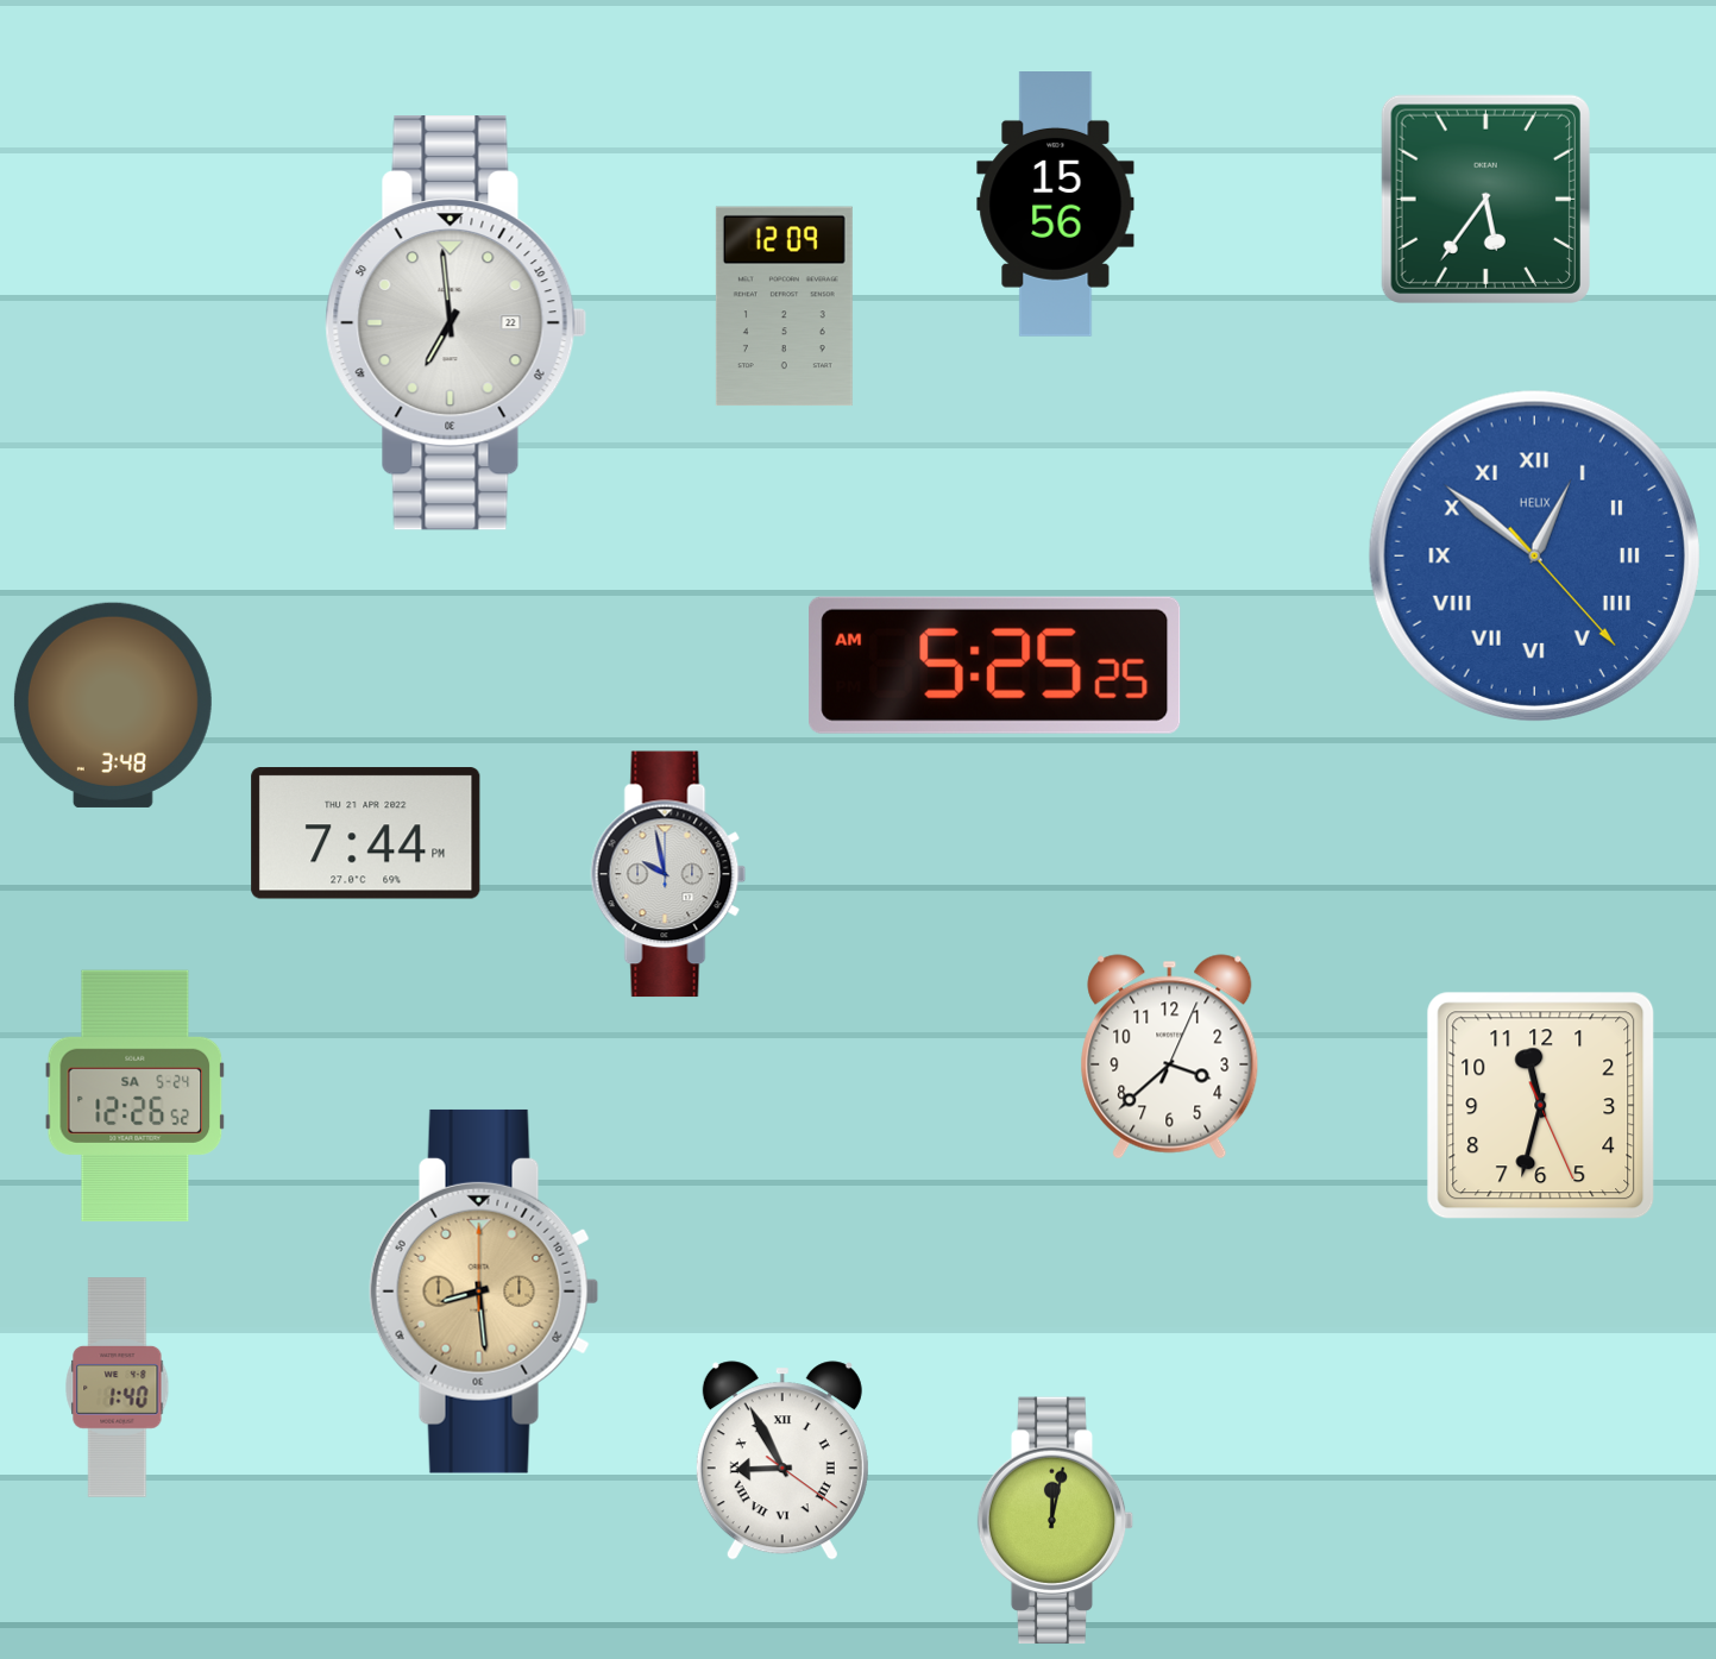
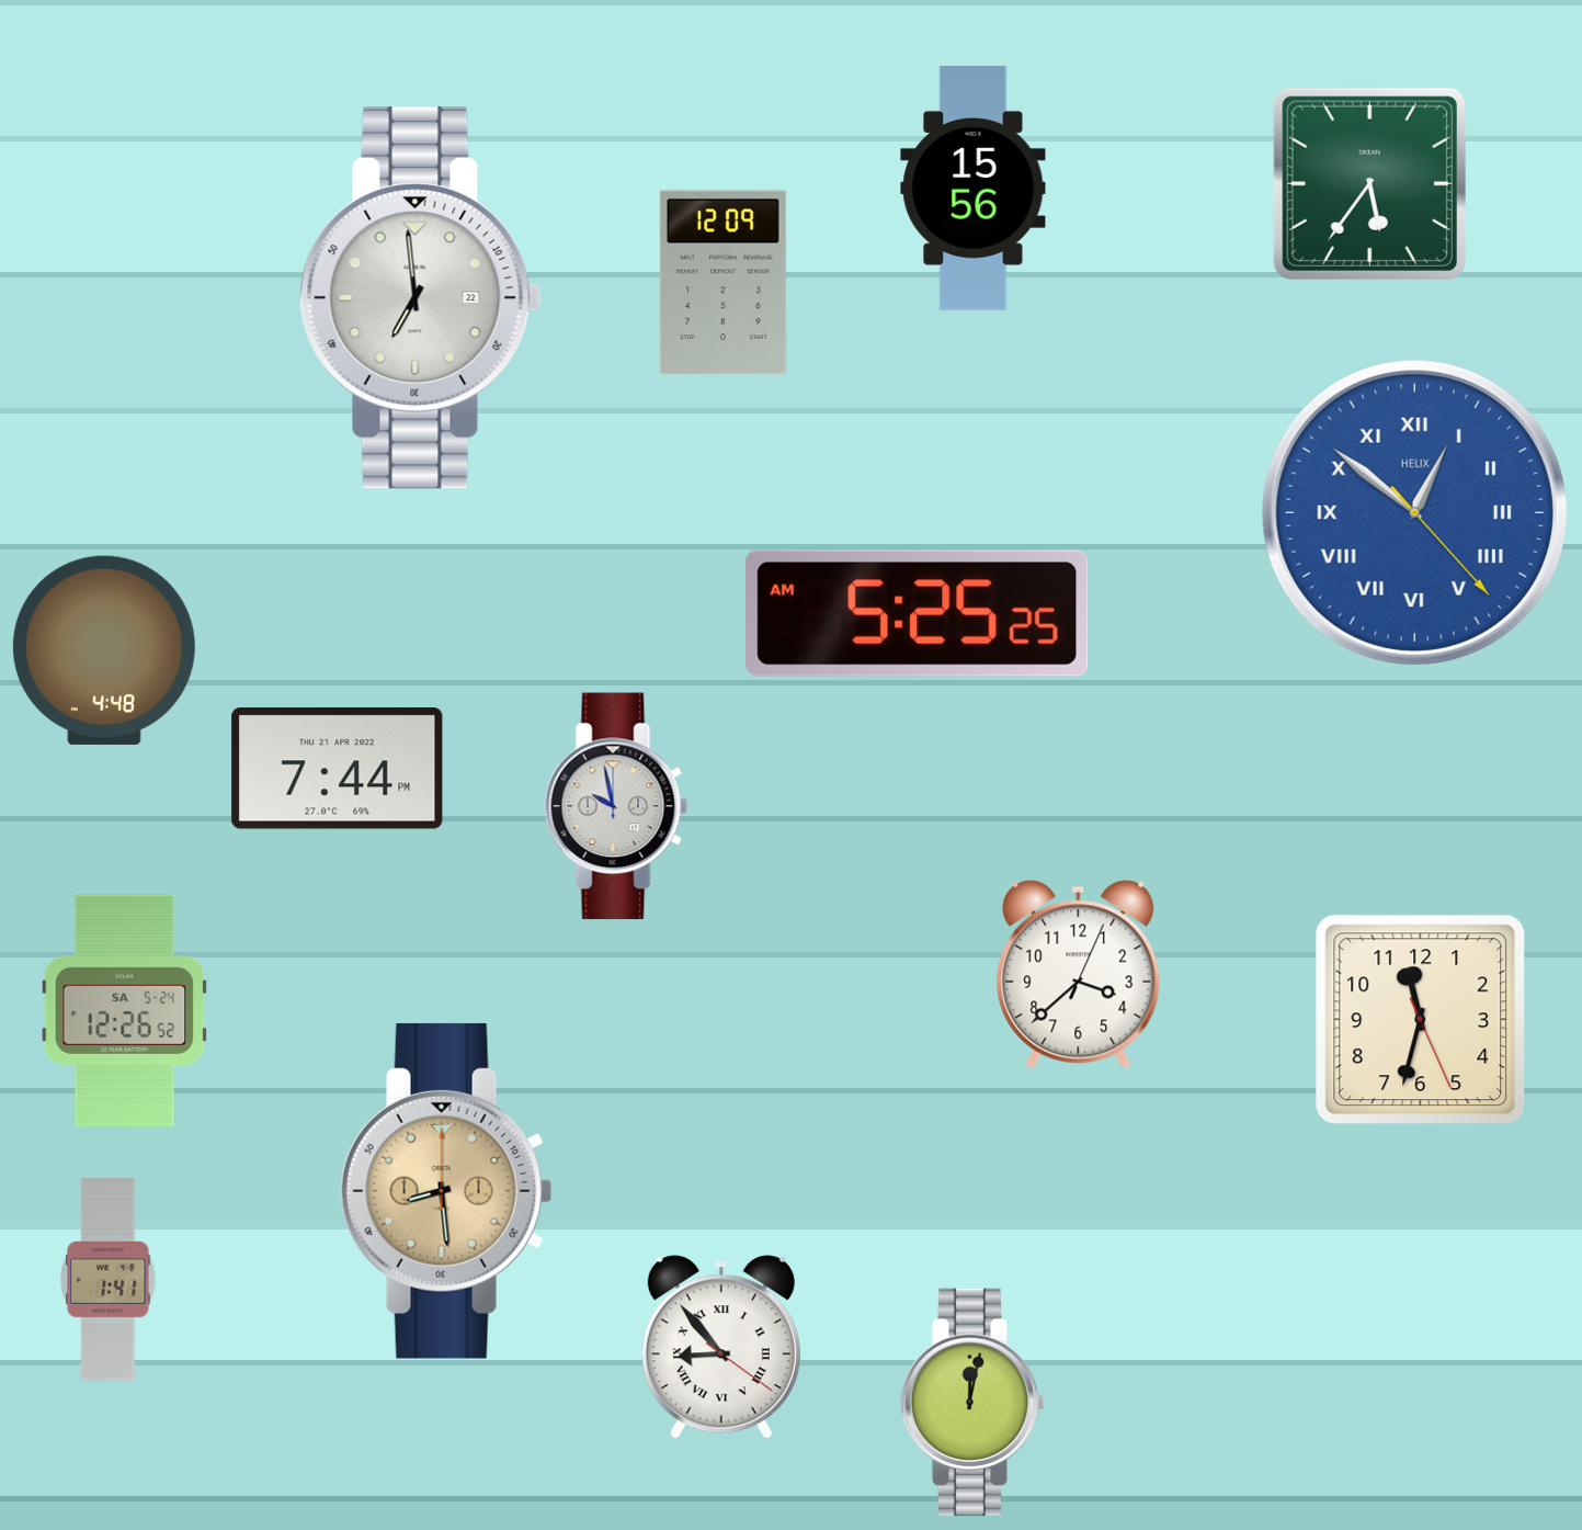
clock at (113, 705): 3:48 -> 4:48
clock at (118, 1388): 1:40 -> 1:41
clock at (782, 1460): 8:55 -> 8:53
